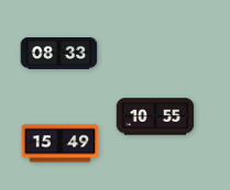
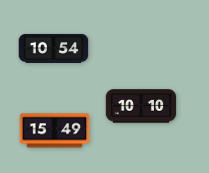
clock at (59, 54): 08:33 -> 10:54
clock at (155, 116): 10:55 -> 10:10
